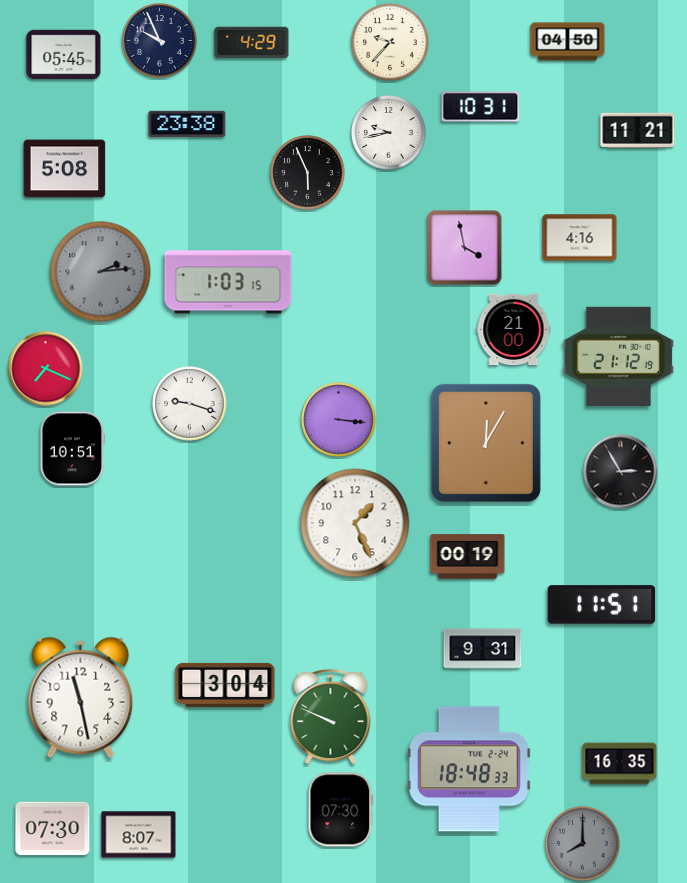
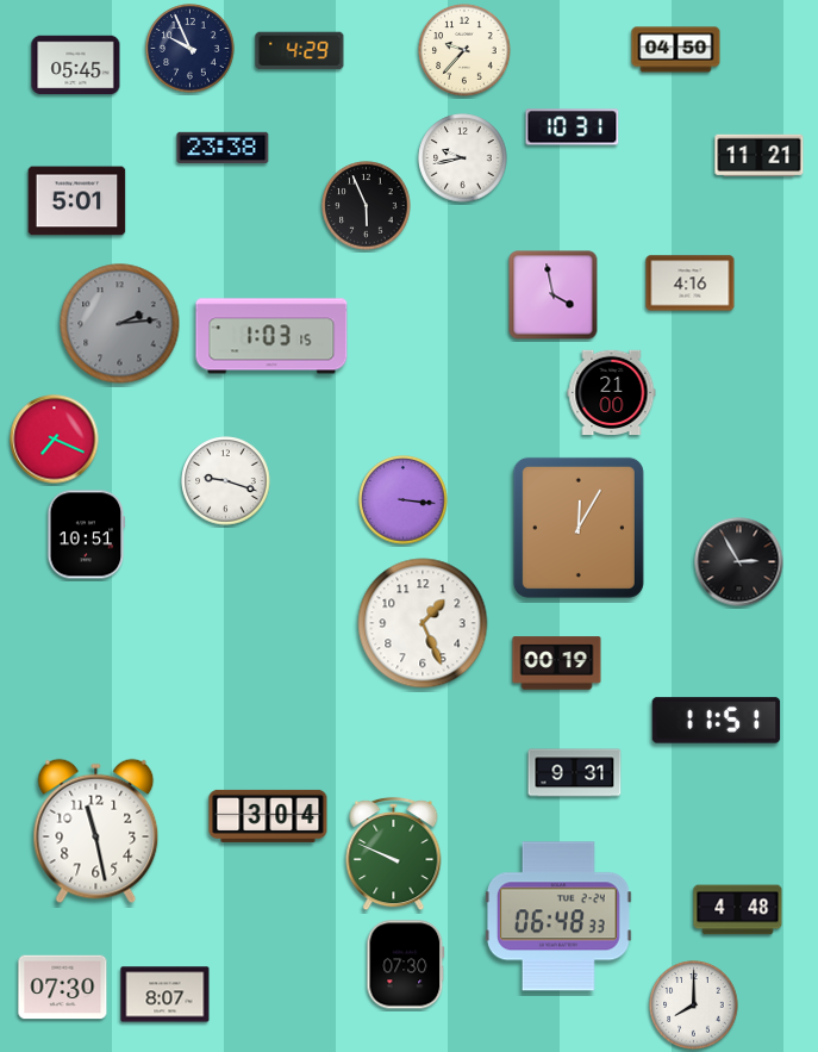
clock at (65, 169): 5:08 -> 5:01
clock at (618, 356): 21:12 -> none
clock at (620, 764): 16:35 -> 4:48
clock at (469, 769): 18:48 -> 06:48
clock at (583, 844) dial: grey -> white
